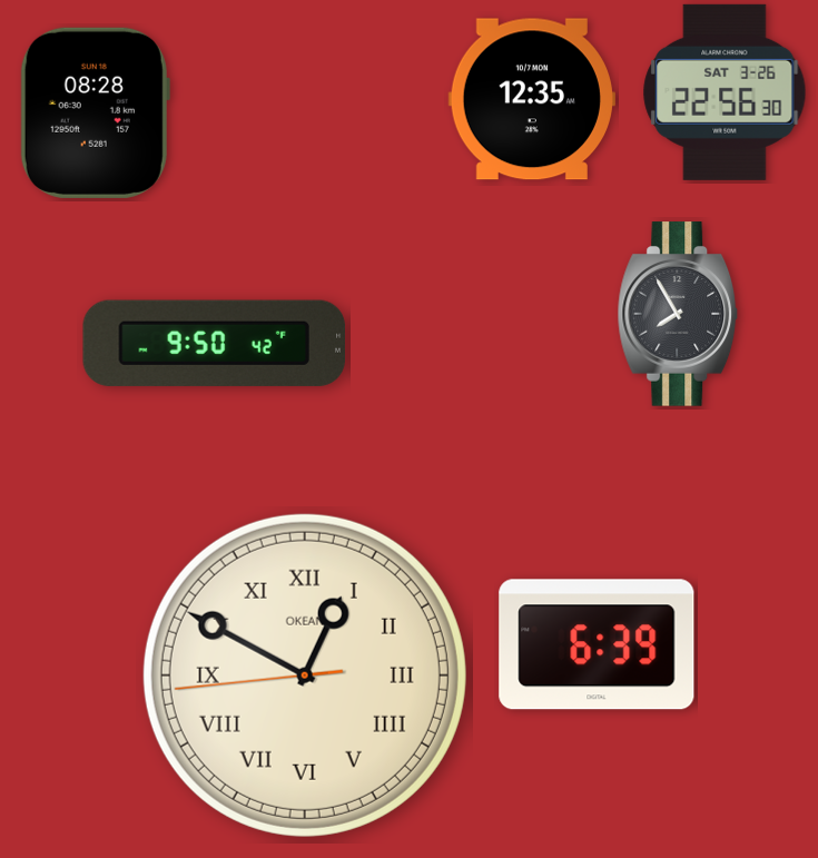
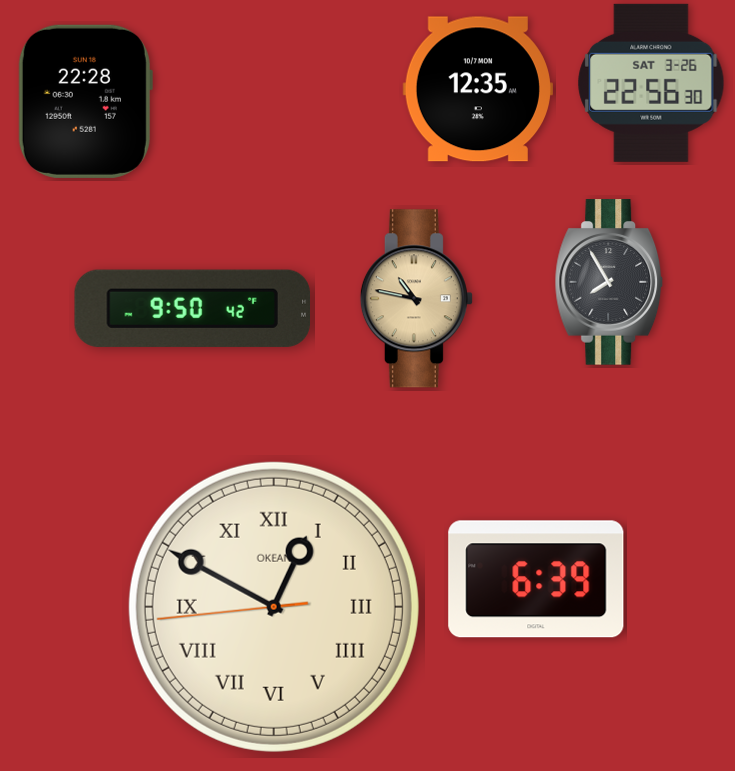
clock at (95, 112): 08:28 -> 22:28
clock at (416, 299): none -> 10:47
